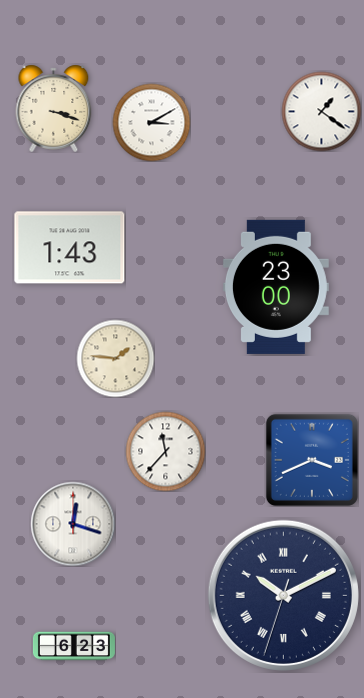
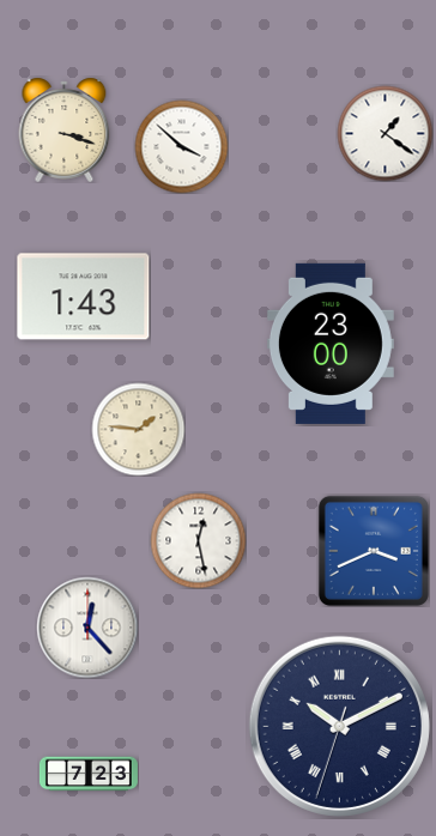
clock at (151, 122): 3:10 -> 3:52
clock at (165, 451): 11:37 -> 12:28
clock at (73, 524): 12:18 -> 12:23
clock at (283, 595) position: (283, 595) -> (339, 726)
clock at (74, 646): 6:23 -> 7:23
